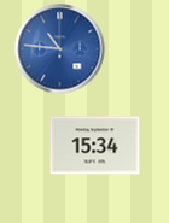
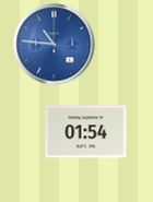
clock at (95, 146): 15:34 -> 01:54
